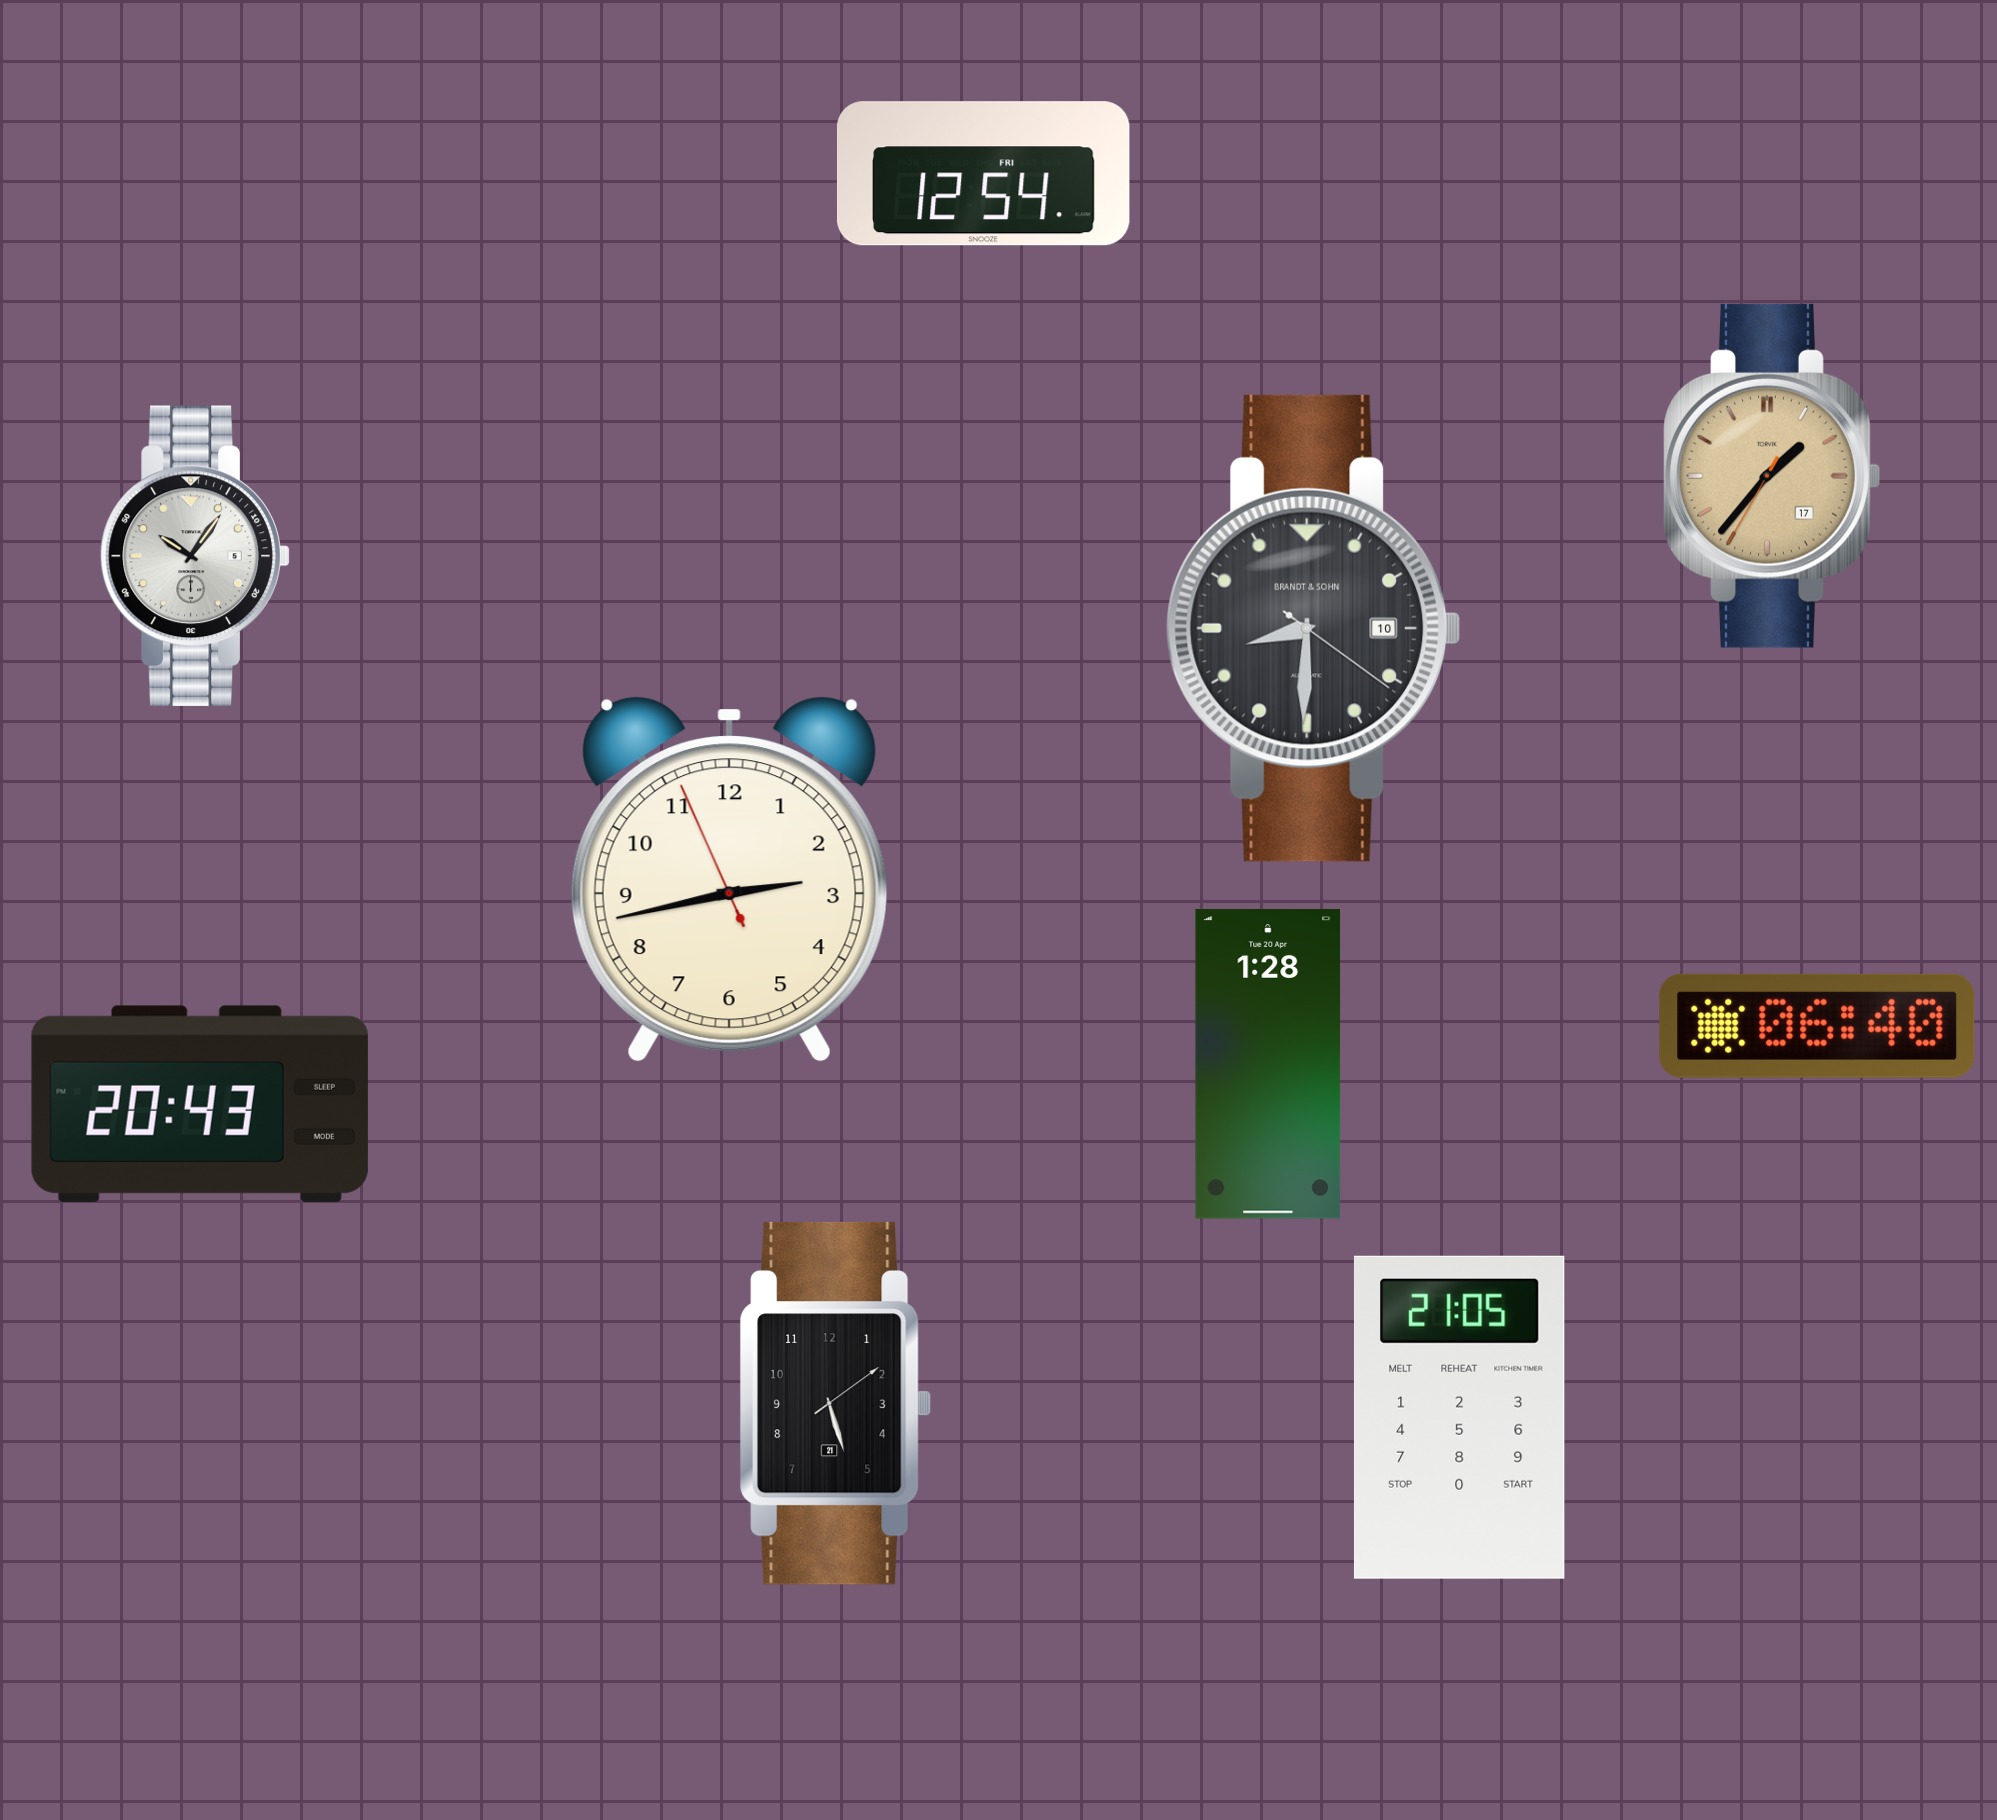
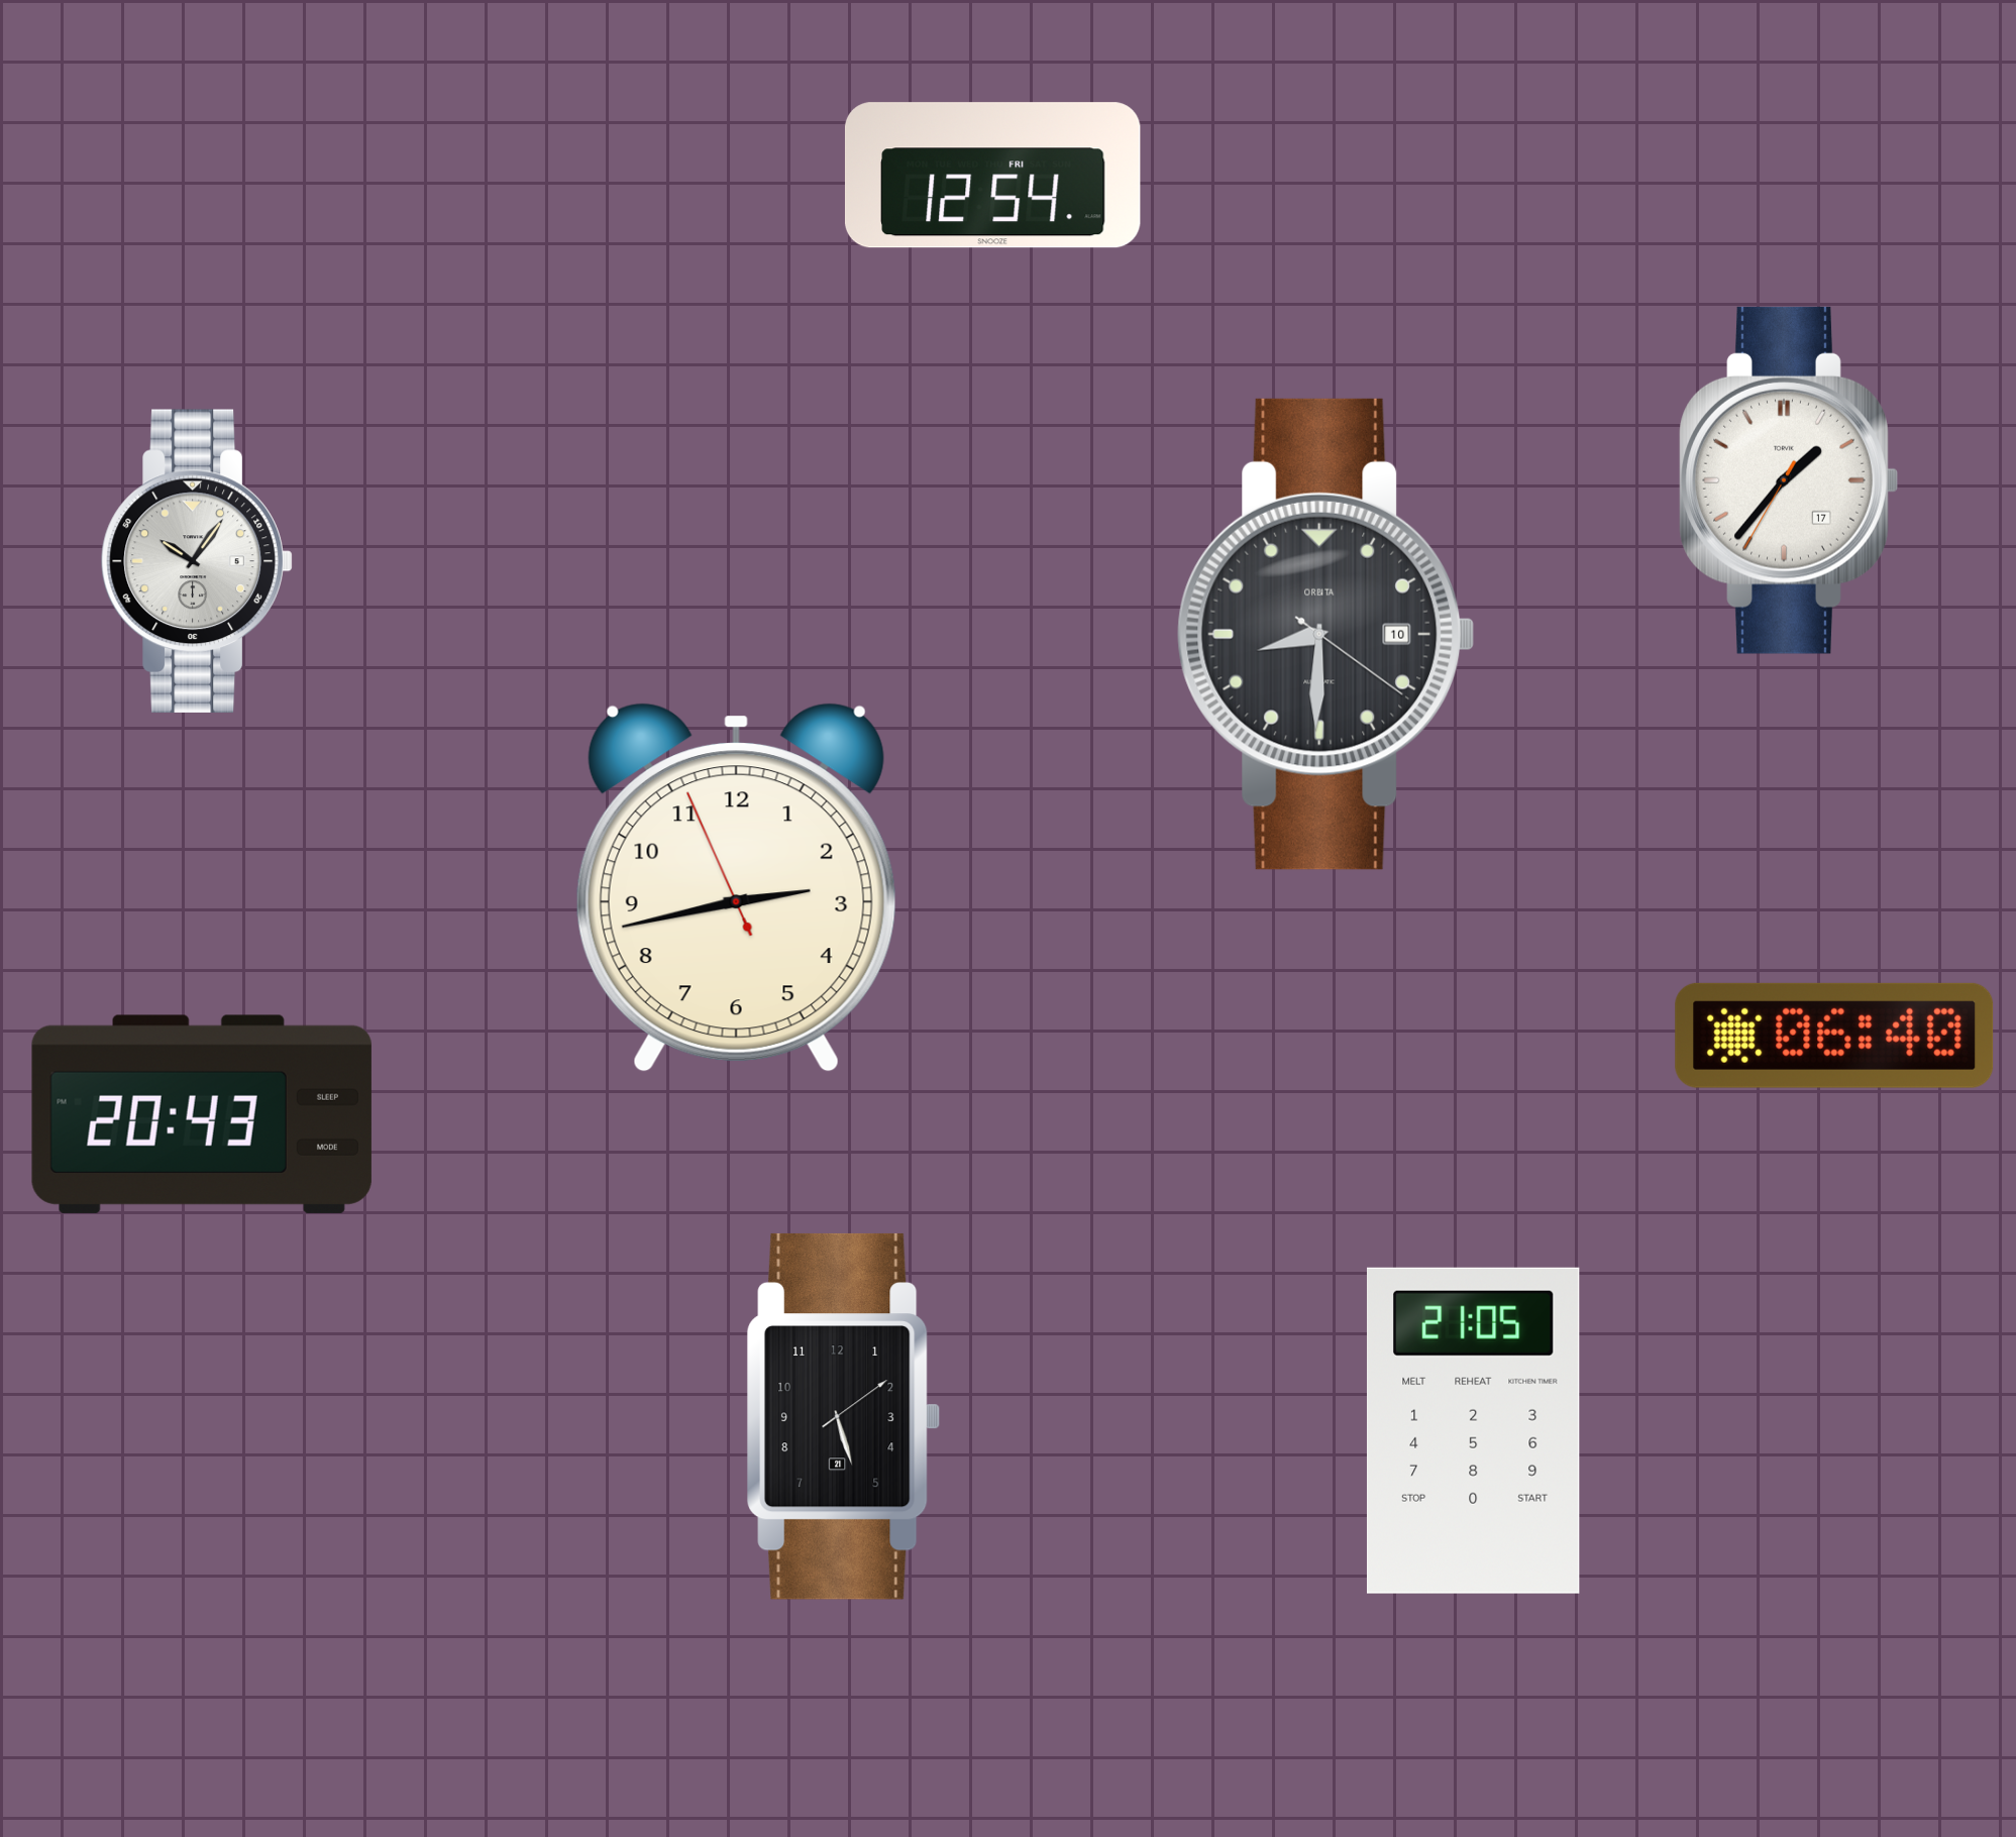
clock at (1772, 476) dial: champagne -> white
clock at (1313, 628) brand: BRANDT & SOHN -> ORBITA
clock at (1268, 1065): 1:28 -> none
